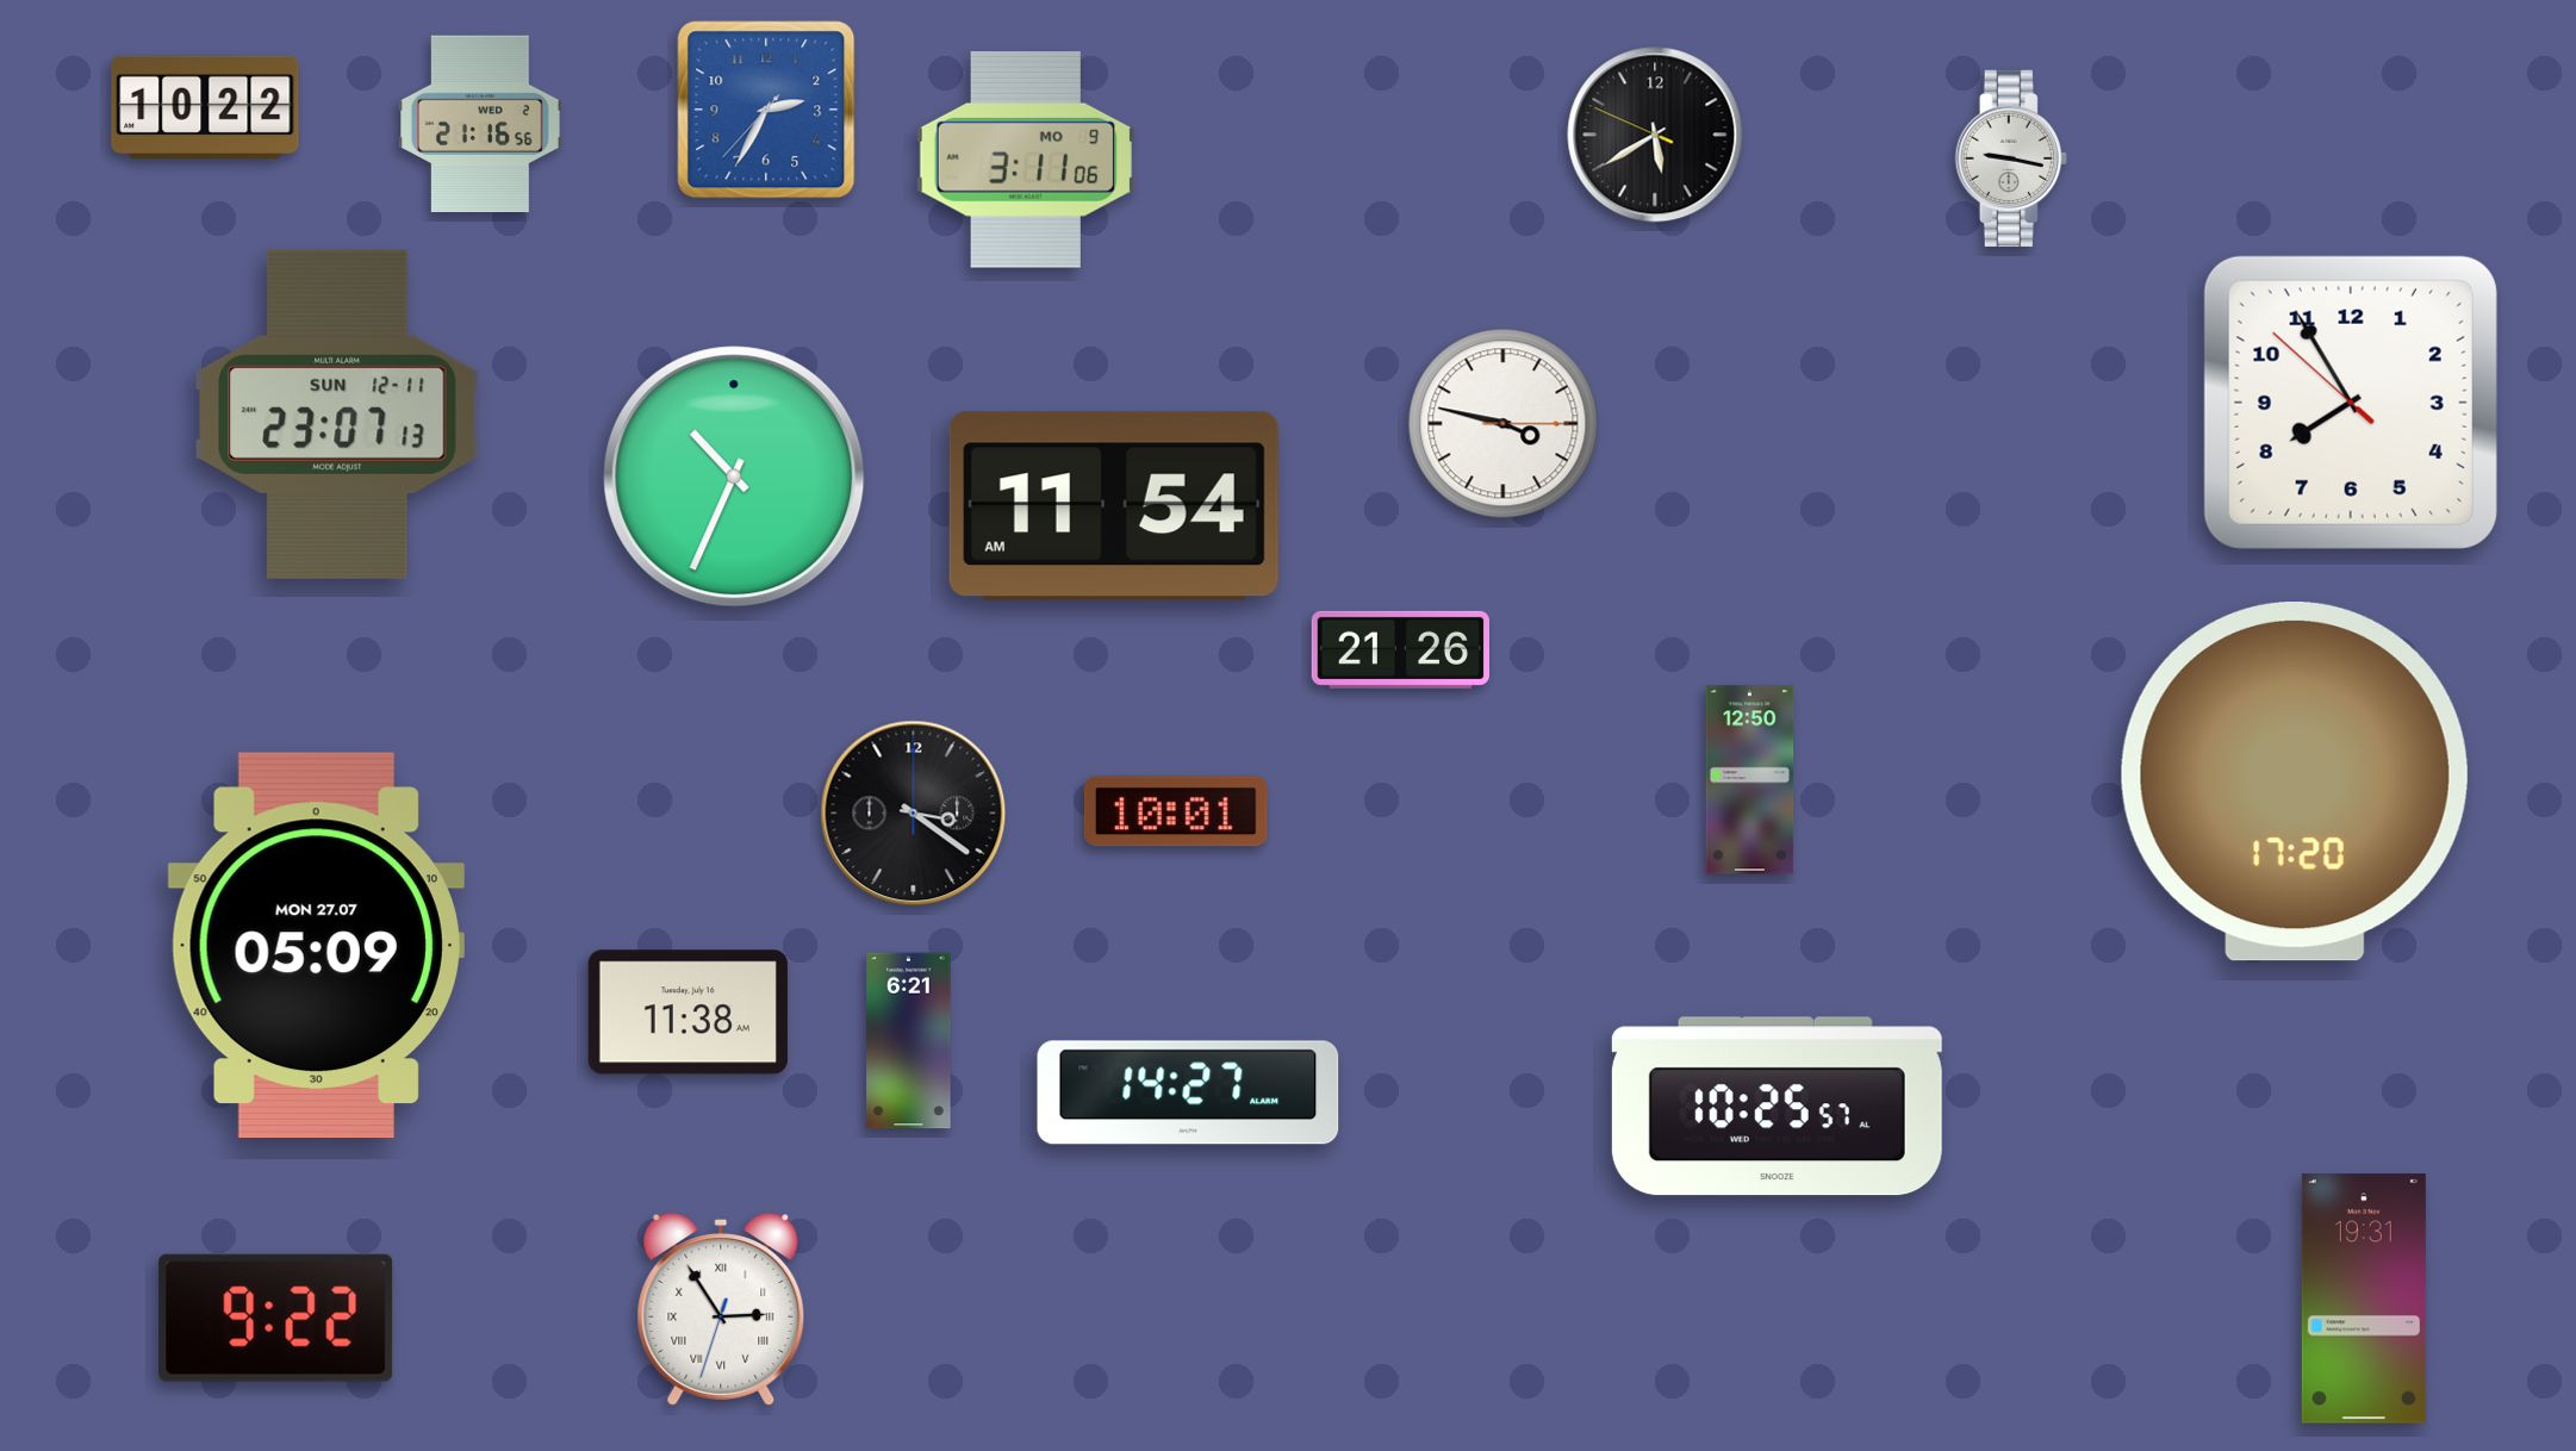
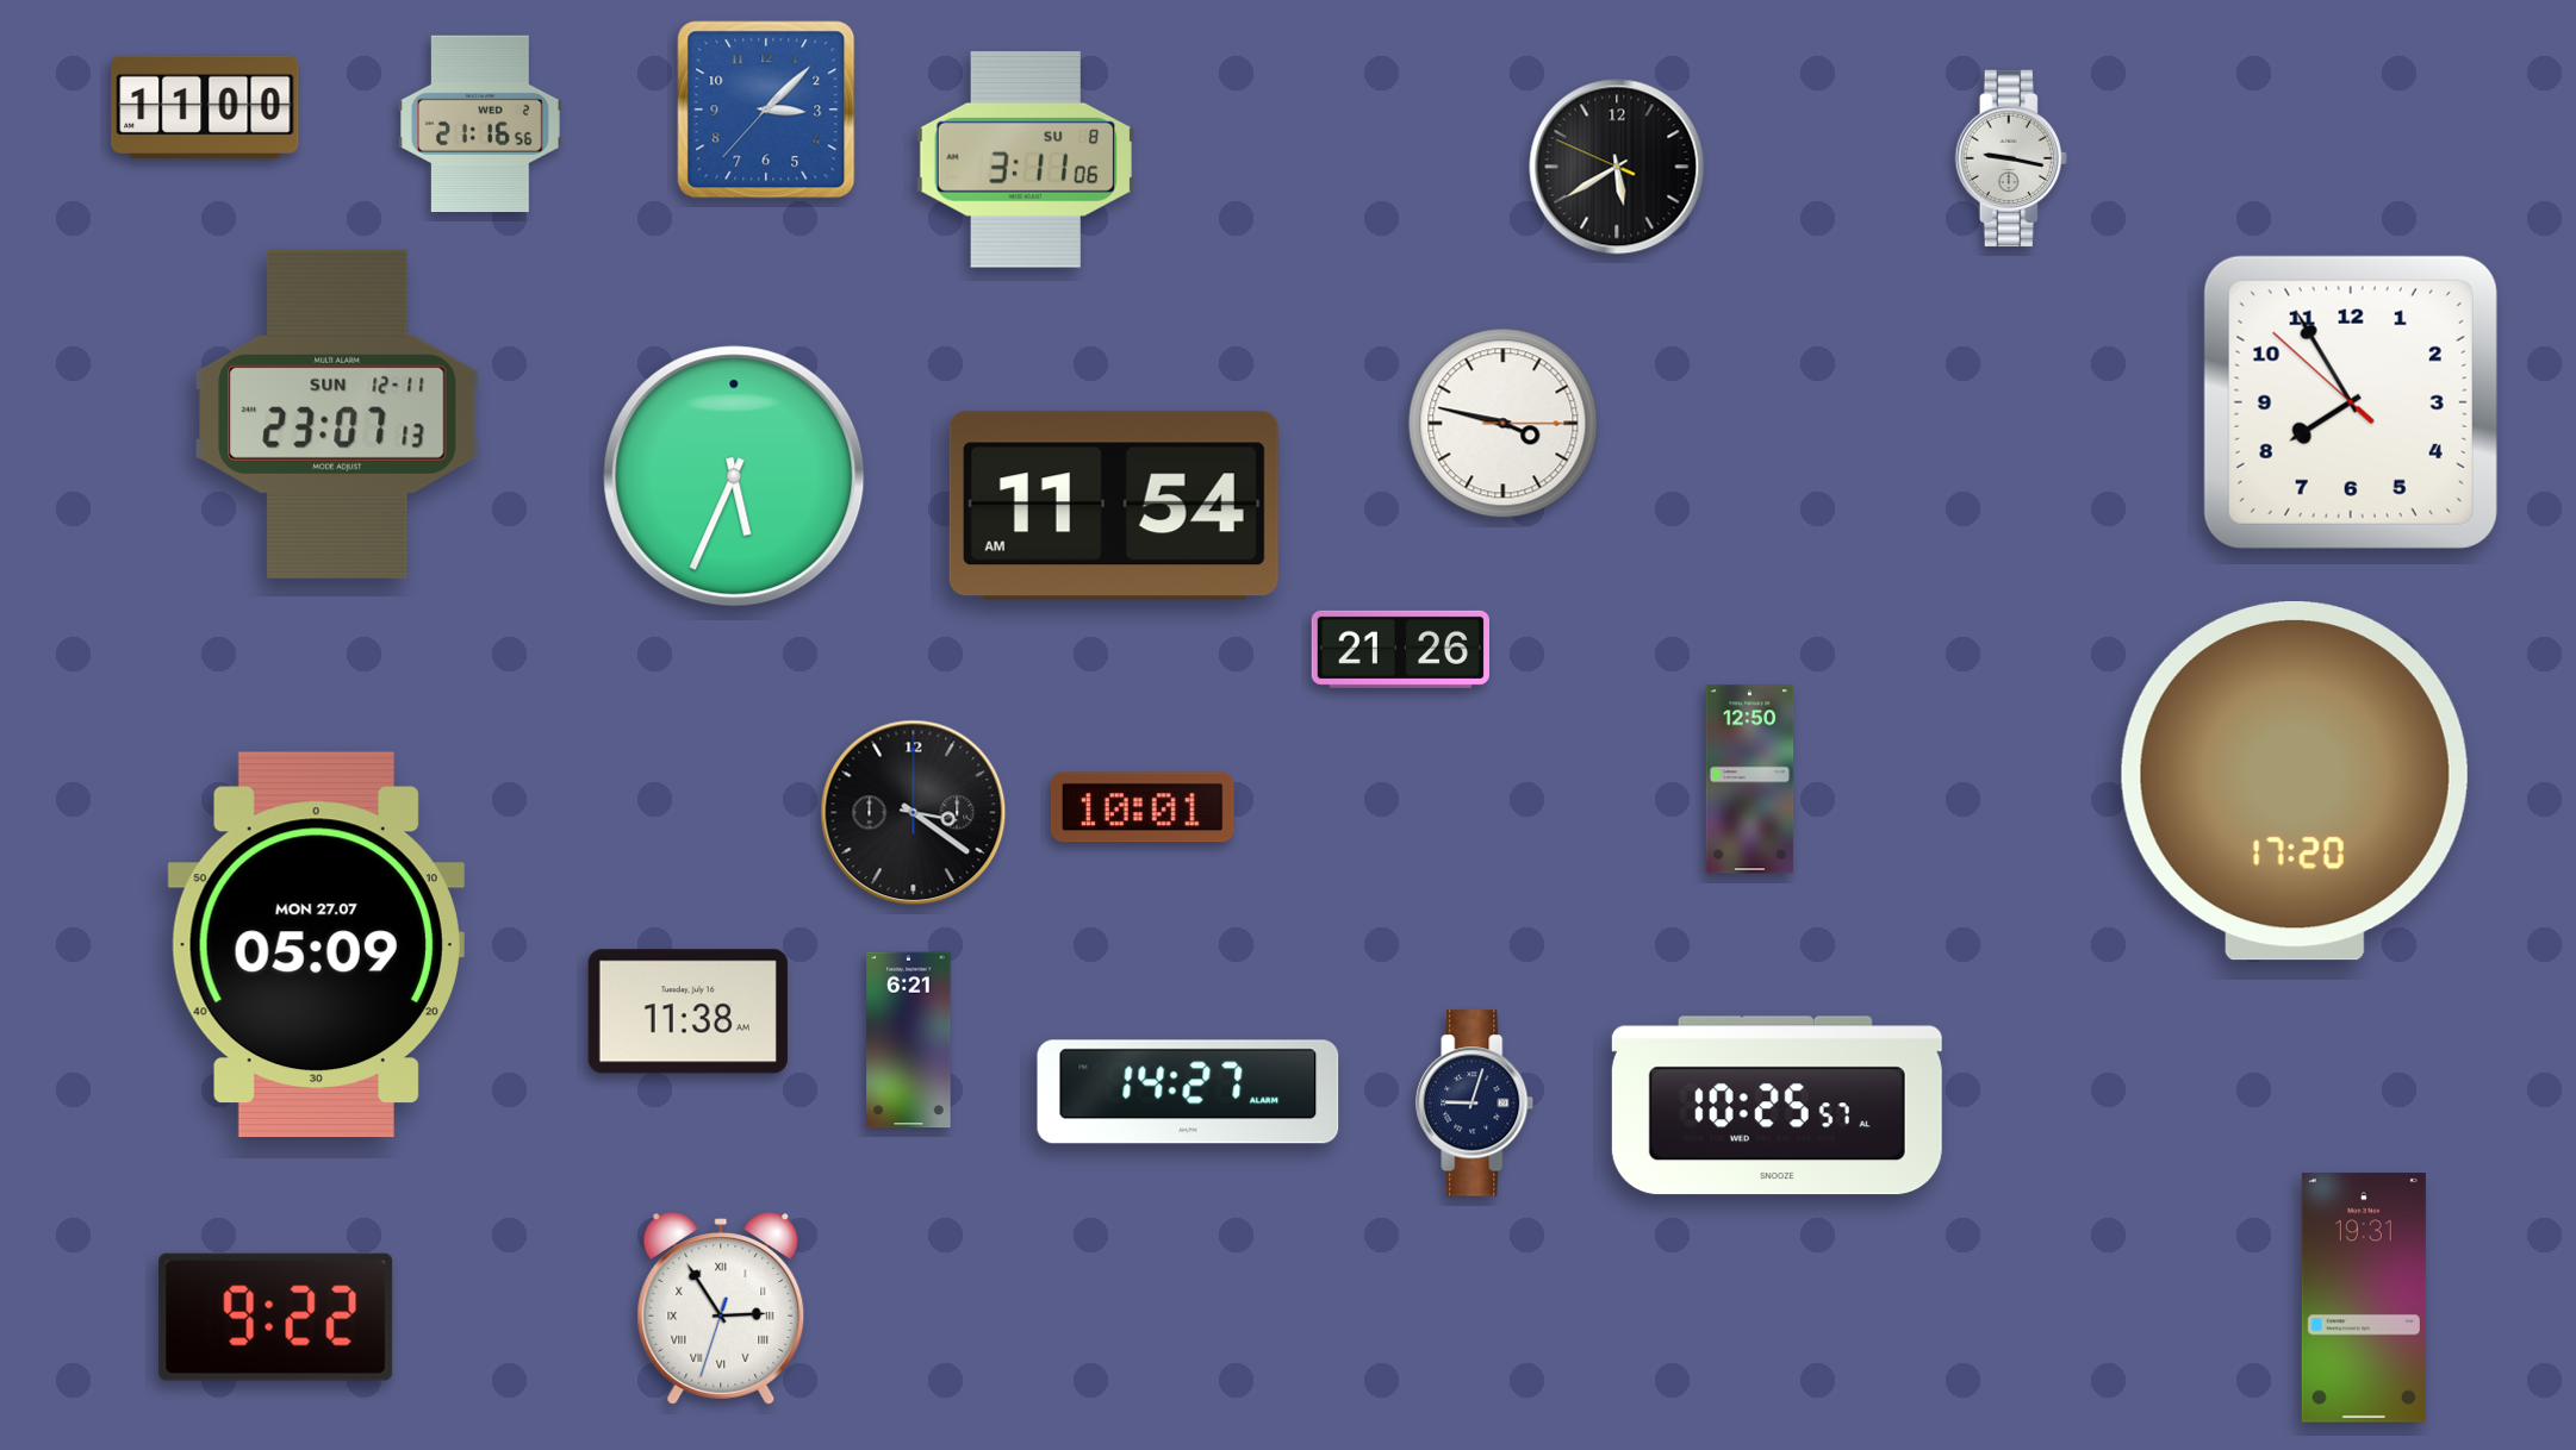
clock at (205, 107): 10:22 -> 11:00
clock at (766, 110): 2:34 -> 3:07
clock at (1655, 135) position: (1655, 135) -> (1617, 167)
clock at (1026, 160) date: MO 9 -> SU 8
clock at (734, 477): 10:34 -> 5:34
clock at (1176, 811) position: (1176, 811) -> (1143, 807)
clock at (1475, 1104): none -> 9:03
